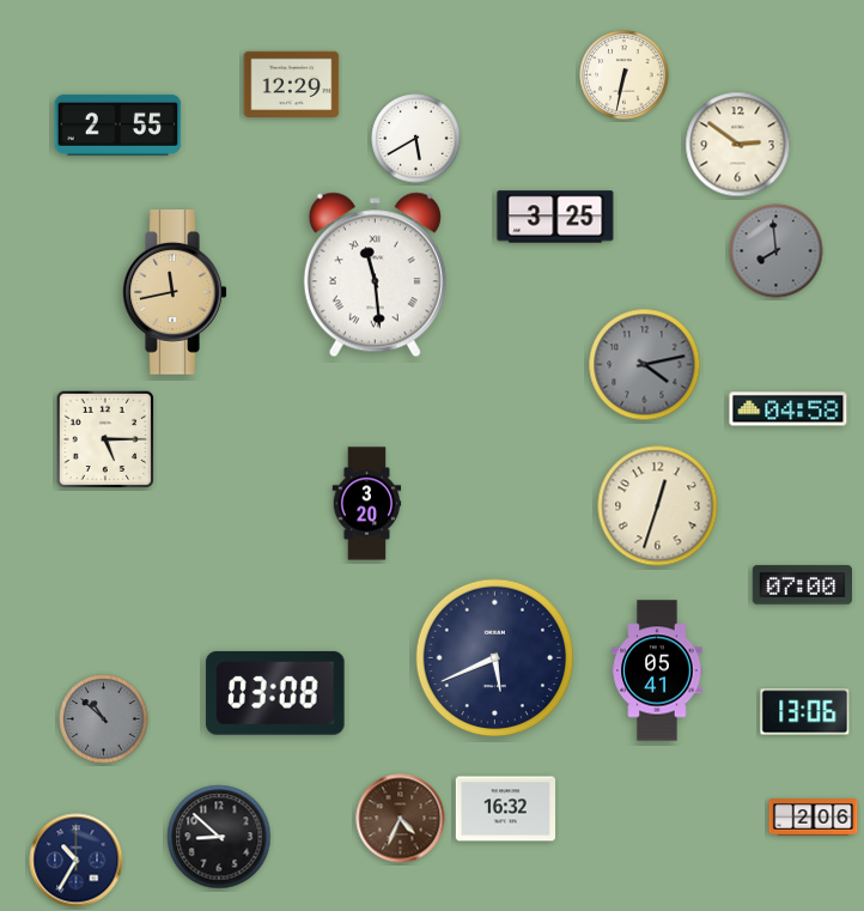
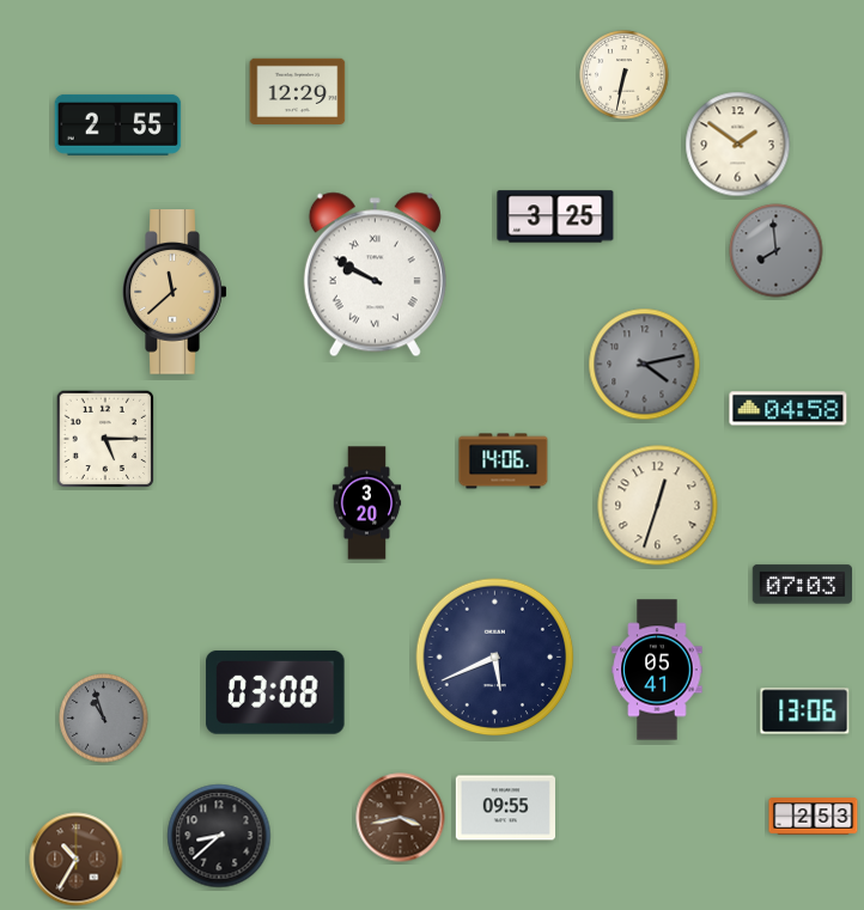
clock at (292, 84) position: (292, 84) -> (298, 91)
clock at (416, 139): 5:40 -> none
clock at (738, 145): 2:51 -> 1:51
clock at (375, 275): 11:29 -> 9:50
clock at (175, 293): 11:43 -> 11:38
clock at (504, 462): none -> 14:06
clock at (802, 585): 07:00 -> 07:03
clock at (104, 719): 10:52 -> 10:57
clock at (505, 809): 16:32 -> 09:55
clock at (814, 818): 2:06 -> 2:53
clock at (401, 819): 4:34 -> 3:43
clock at (219, 837): 8:52 -> 8:38
clock at (77, 861) dial: navy -> brown
